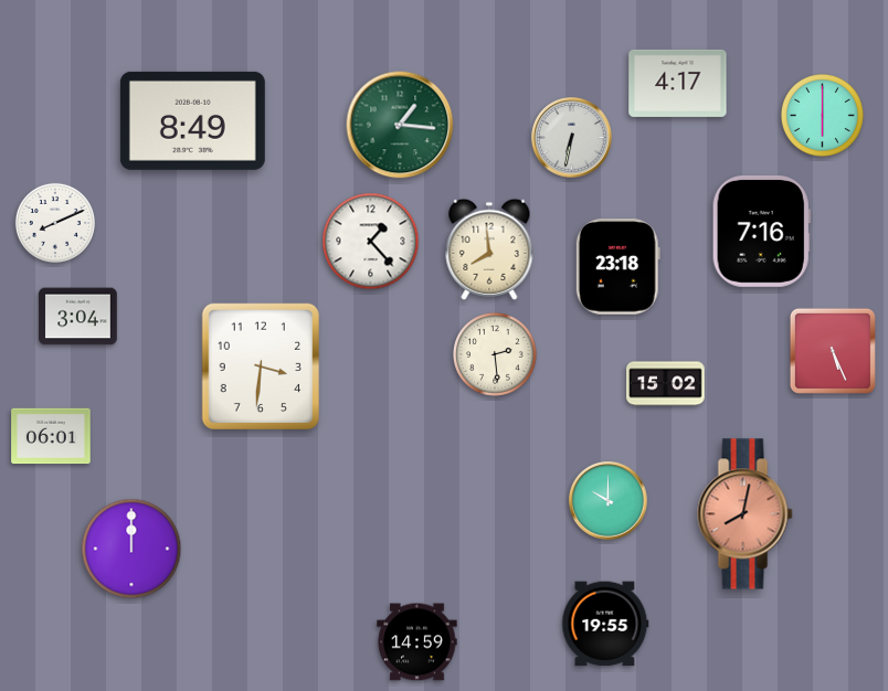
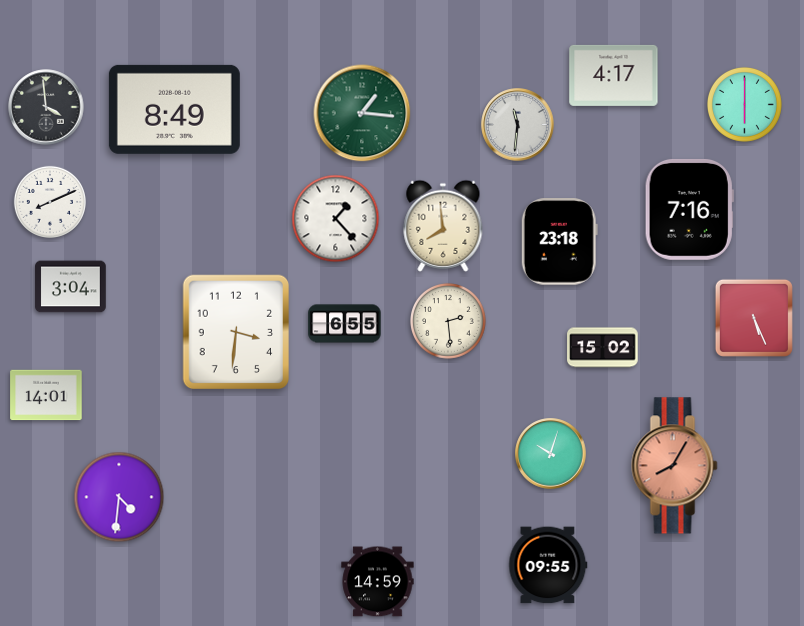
clock at (46, 107): none -> 3:59
clock at (572, 138): 6:32 -> 11:31
clock at (345, 324): none -> 6:55
clock at (51, 436): 06:01 -> 14:01
clock at (609, 501): 10:00 -> 10:03
clock at (746, 514): 8:02 -> 8:05
clock at (131, 549): 12:00 -> 4:31
clock at (605, 624): 19:55 -> 09:55
